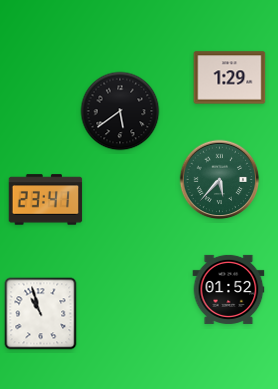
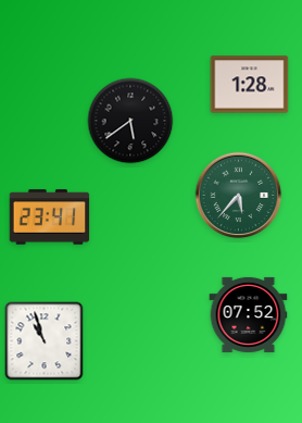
clock at (230, 78): 1:29 -> 1:28
clock at (229, 289): 01:52 -> 07:52
